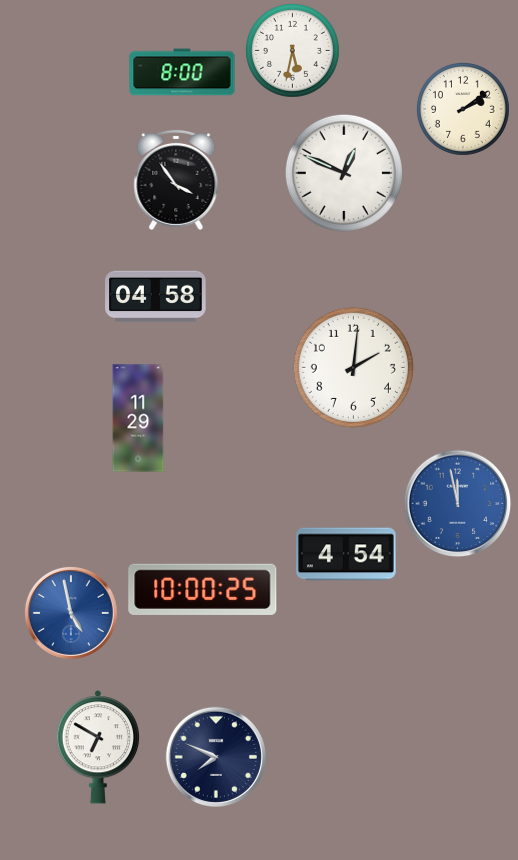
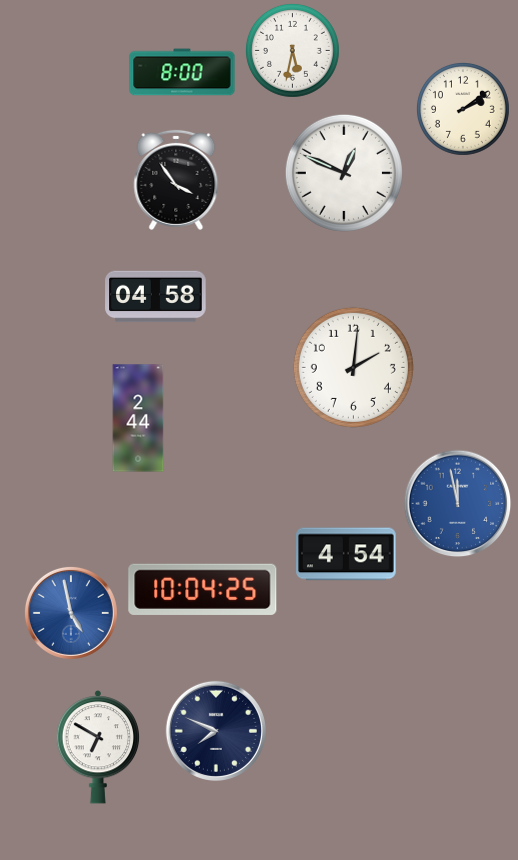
clock at (138, 418): 11:29 -> 2:44
clock at (203, 589): 10:00 -> 10:04
clock at (216, 757) position: (216, 757) -> (216, 731)
